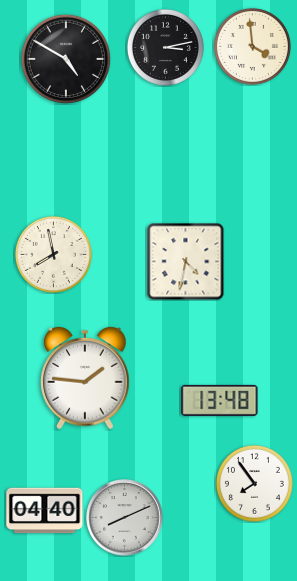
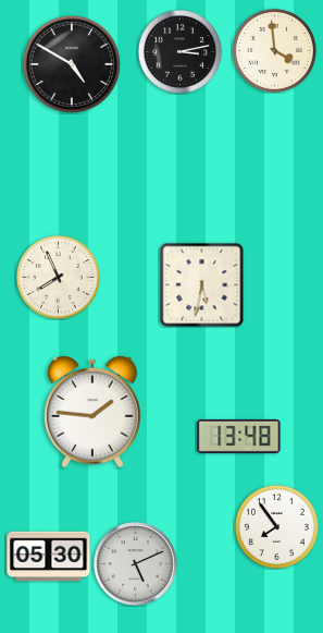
clock at (53, 254): 7:58 -> 7:56
clock at (185, 261): 4:32 -> 5:32
clock at (45, 511): 04:40 -> 05:30
clock at (125, 518): 8:11 -> 5:11
